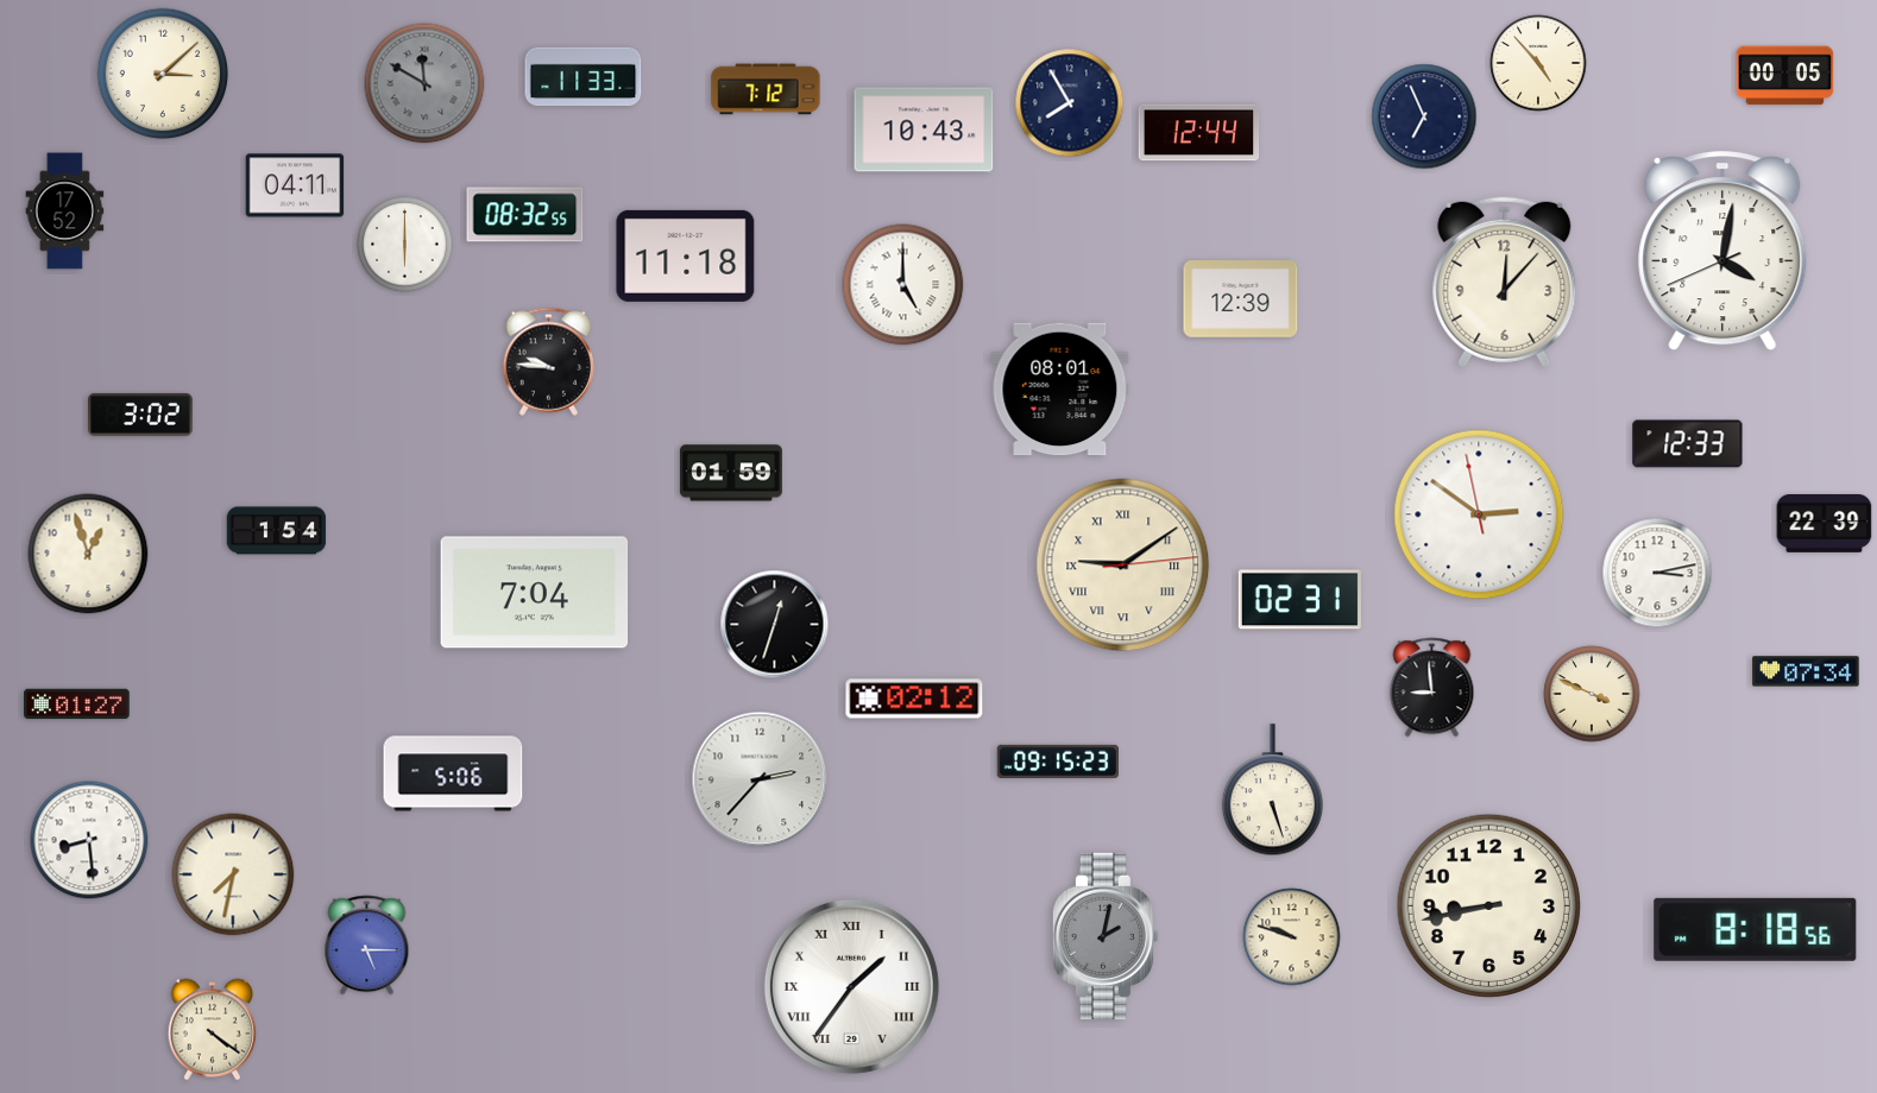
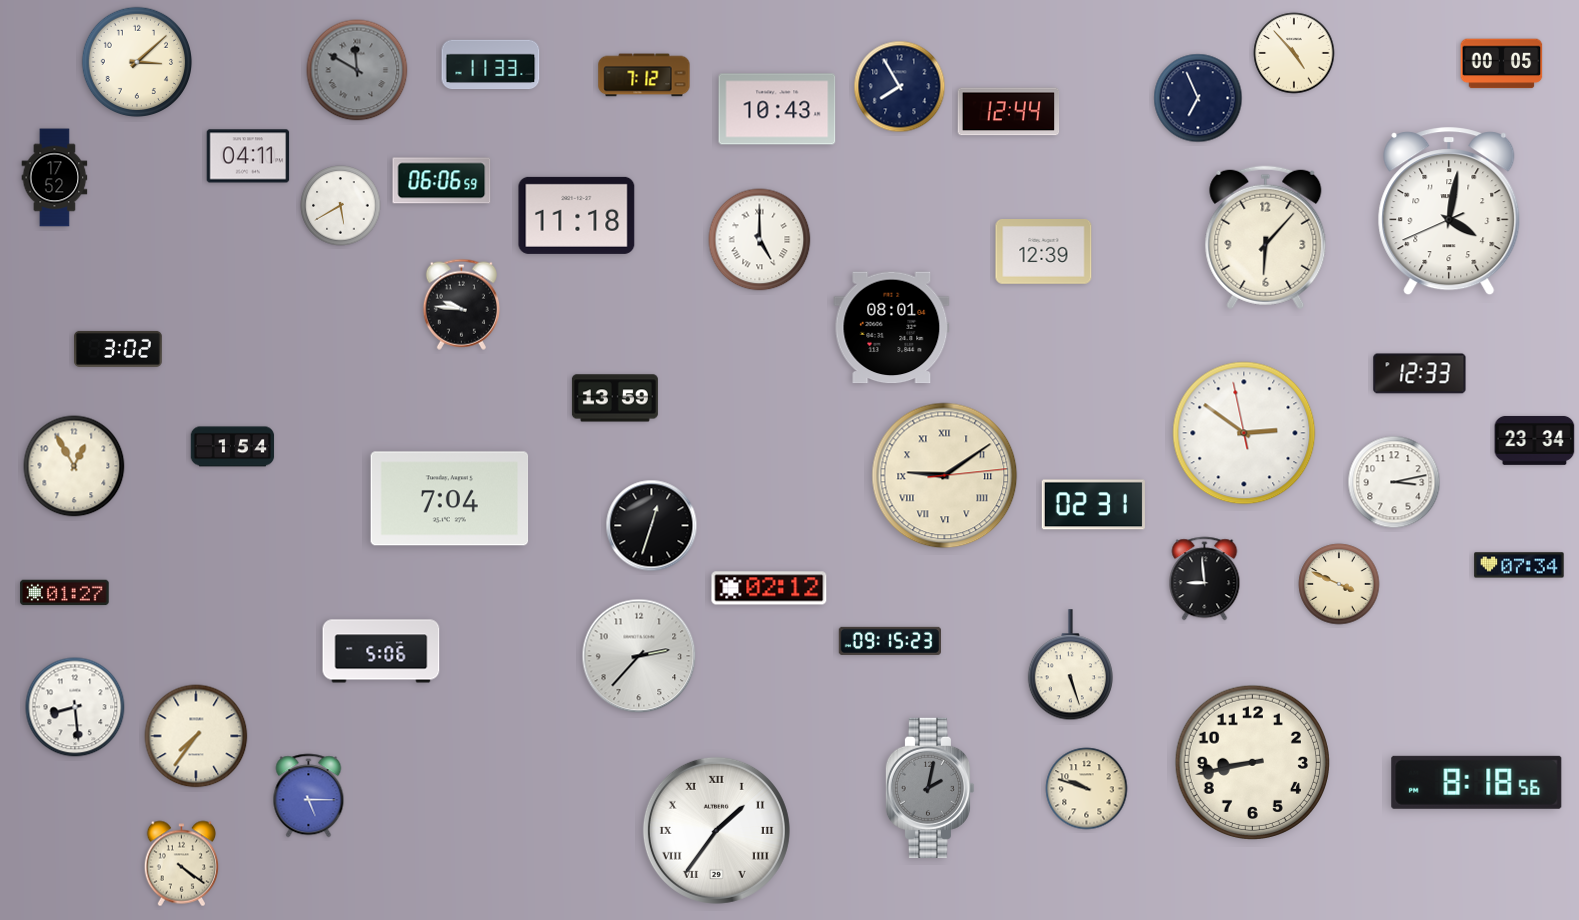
clock at (525, 215): 08:32 -> 06:06
clock at (405, 245): 6:00 -> 5:40
clock at (1505, 283): 12:07 -> 6:07
clock at (731, 473): 01:59 -> 13:59
clock at (1825, 523): 22:39 -> 23:34
clock at (88, 554): 12:57 -> 12:55
clock at (233, 874): 7:32 -> 7:36
clock at (212, 1030) position: (212, 1030) -> (181, 864)
